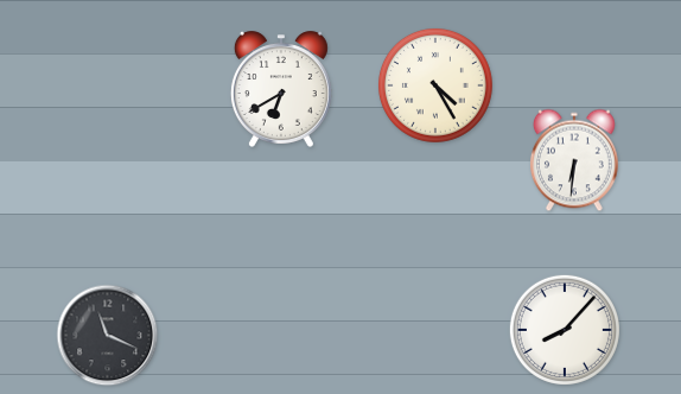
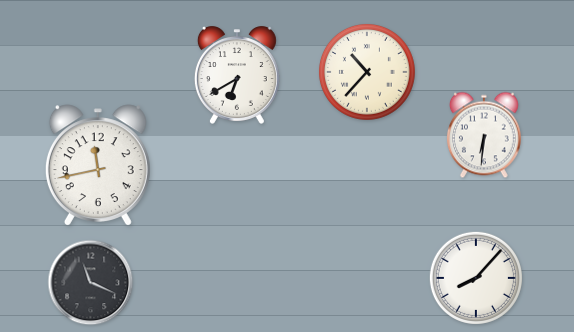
clock at (435, 85): 4:25 -> 10:37
clock at (98, 165): none -> 11:43
